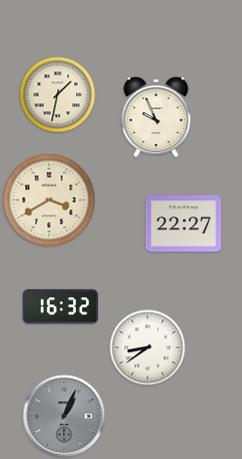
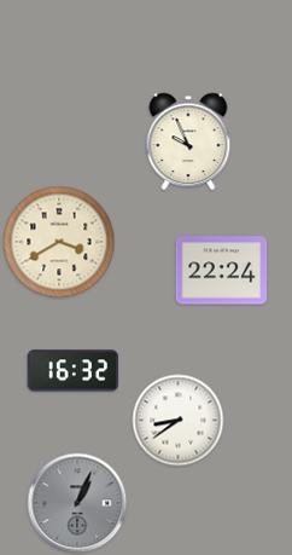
clock at (58, 95): 1:32 -> none
clock at (184, 224): 22:27 -> 22:24
